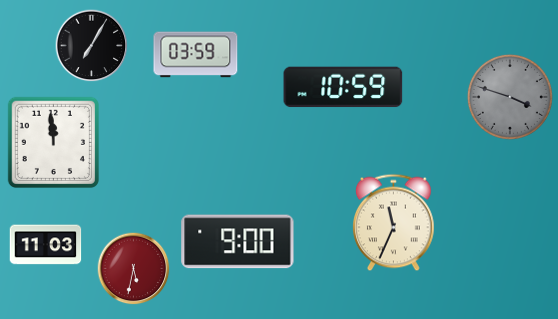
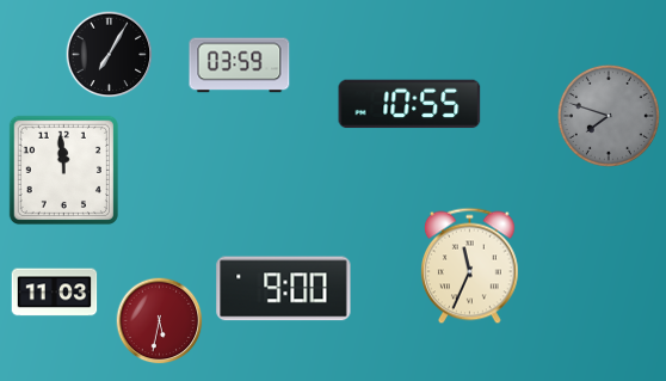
clock at (196, 55) position: (196, 55) -> (240, 66)
clock at (343, 87): 10:59 -> 10:55
clock at (510, 97): 3:48 -> 7:48
